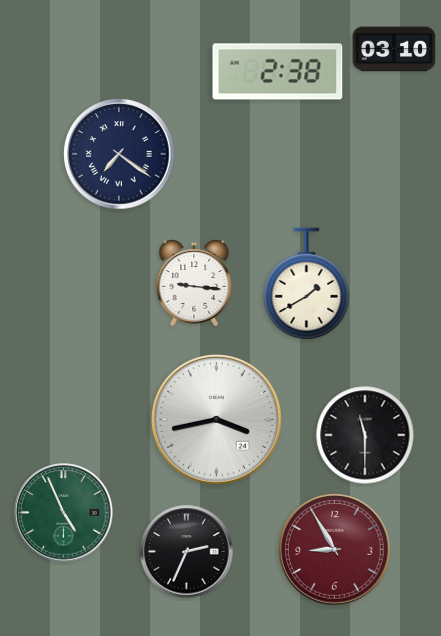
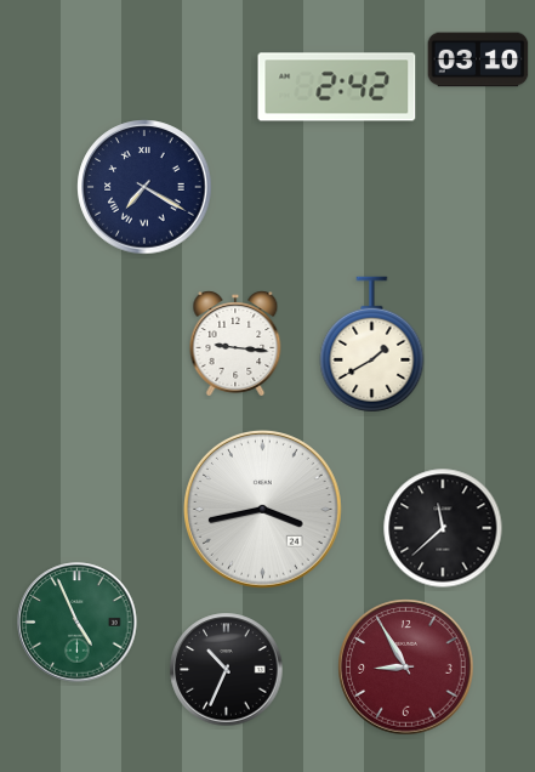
clock at (278, 72): 2:38 -> 2:42
clock at (119, 154): 7:21 -> 7:20
clock at (365, 435): 11:30 -> 11:38
clock at (187, 552): 2:34 -> 10:34
